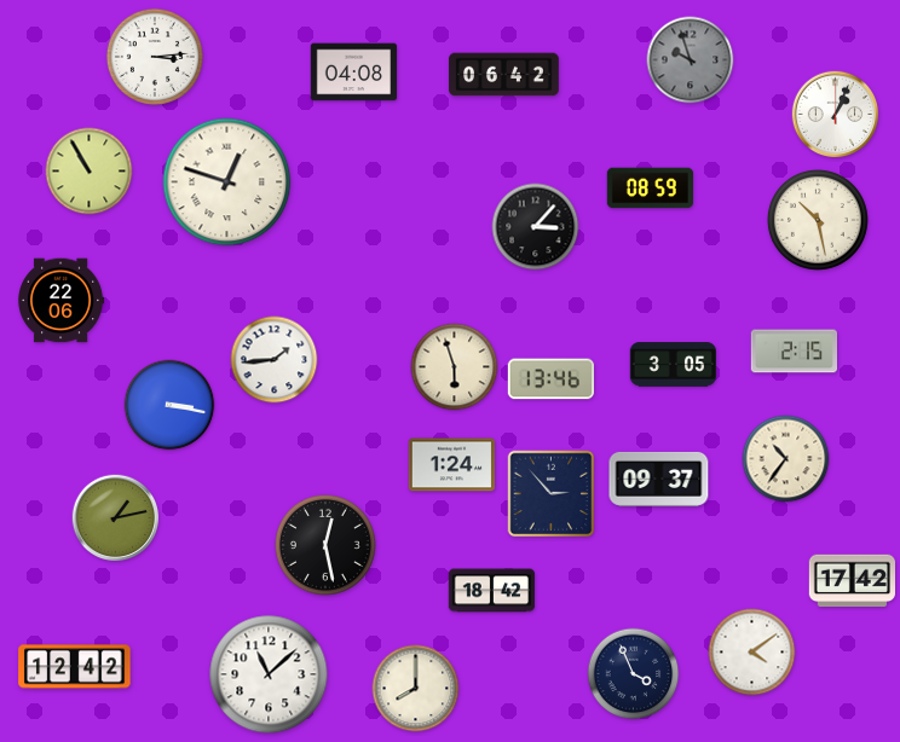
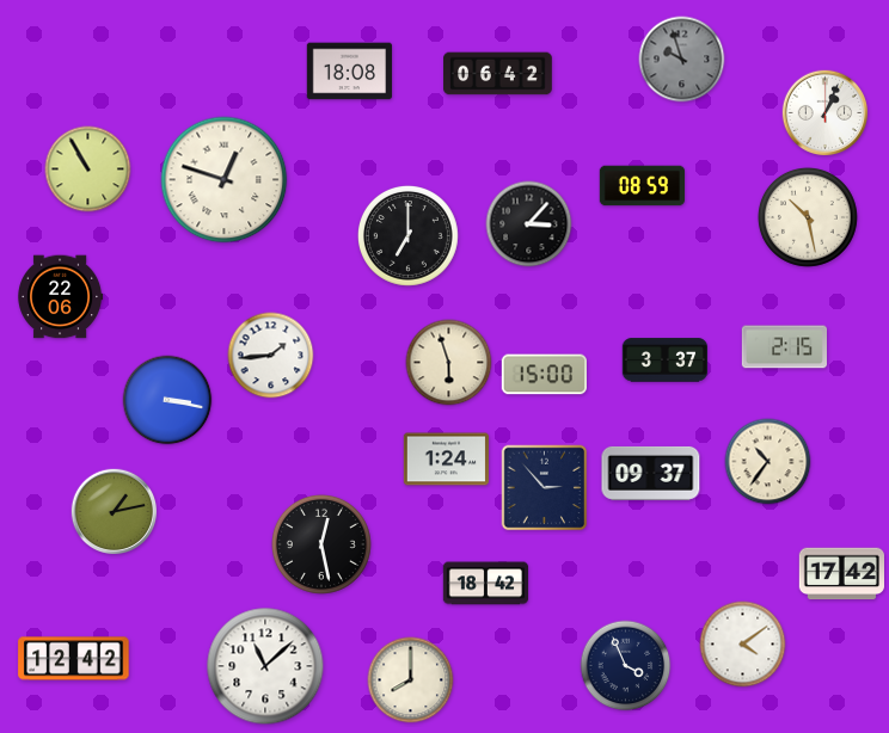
clock at (155, 57): 3:14 -> none
clock at (354, 73): 04:08 -> 18:08
clock at (407, 235): none -> 7:00
clock at (674, 365): 3:05 -> 3:37
clock at (550, 379): 13:46 -> 15:00
clock at (786, 459) position: (786, 459) -> (768, 462)
clock at (325, 545) position: (325, 545) -> (321, 544)
